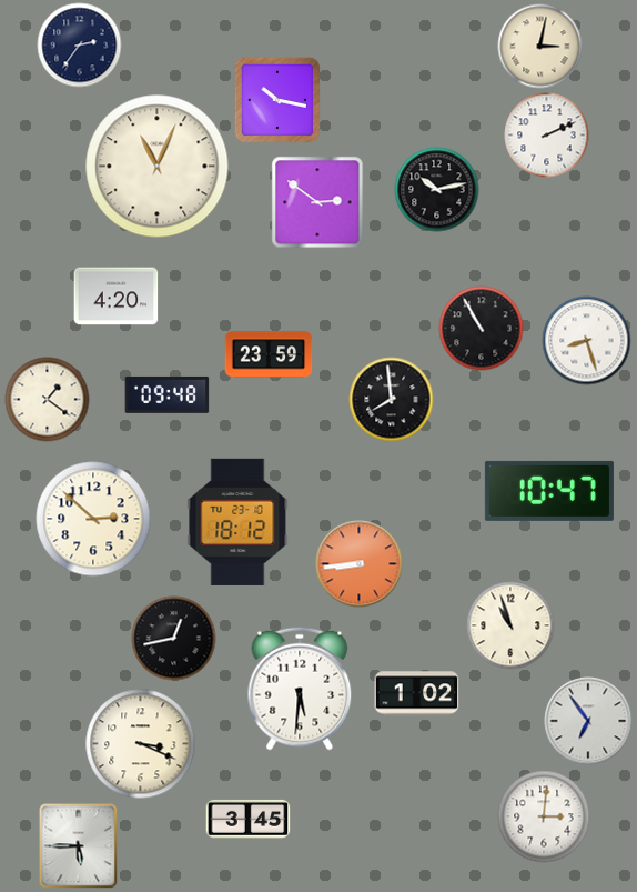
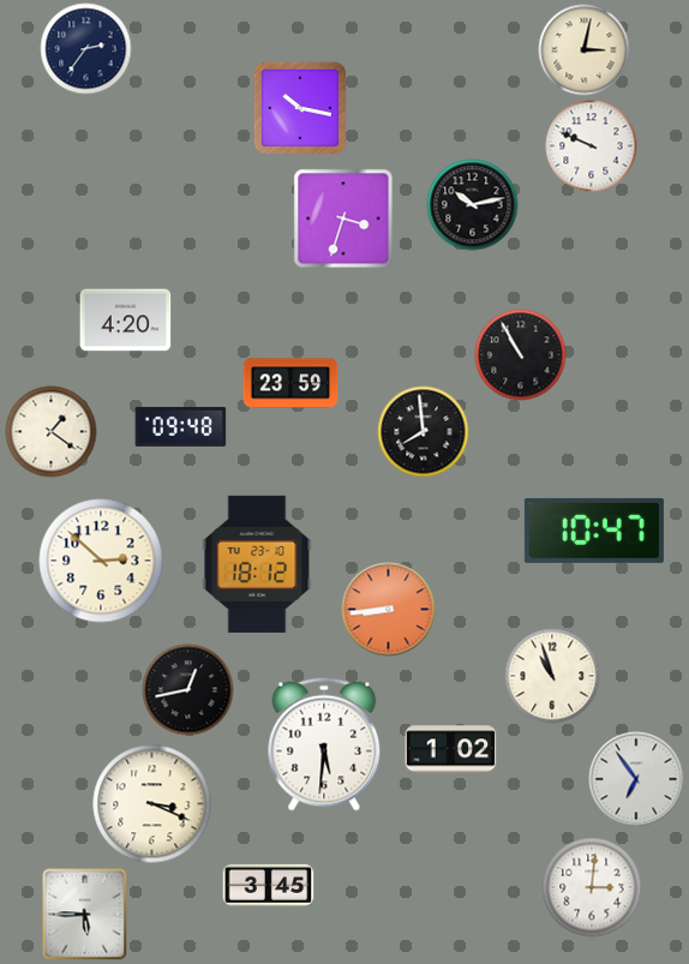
clock at (547, 136): 2:11 -> 9:49
clock at (158, 167): 11:04 -> none
clock at (317, 202): 2:51 -> 3:33
clock at (587, 341): 8:27 -> none
clock at (544, 816) position: (544, 816) -> (592, 887)
